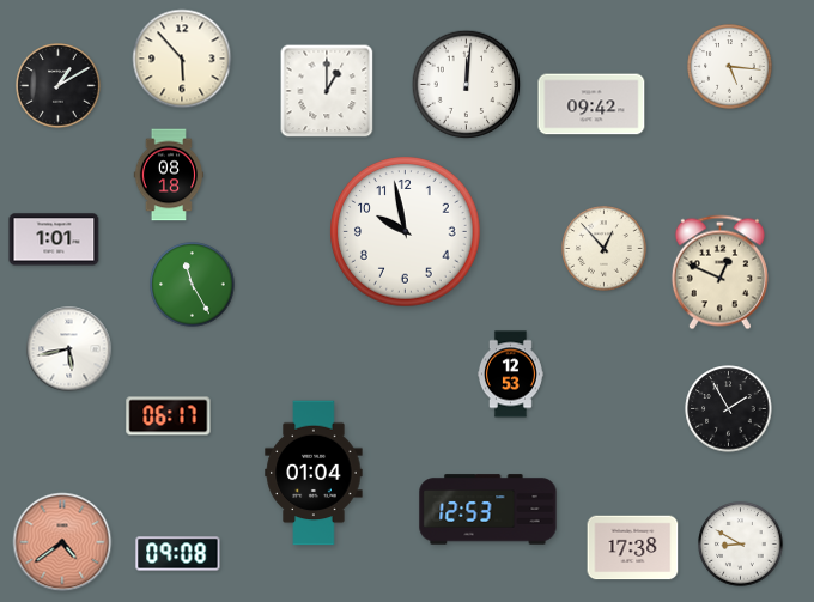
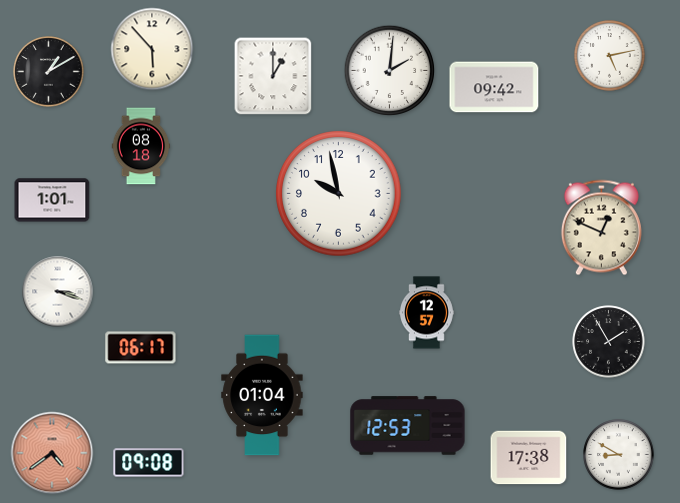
clock at (730, 67): 5:16 -> 5:13
clock at (467, 85): 12:01 -> 2:01
clock at (54, 239) position: (54, 239) -> (52, 200)
clock at (605, 249): 12:53 -> none
clock at (193, 285): 11:25 -> none
clock at (69, 349): 5:43 -> 3:18
clock at (510, 375): 12:53 -> 12:57
